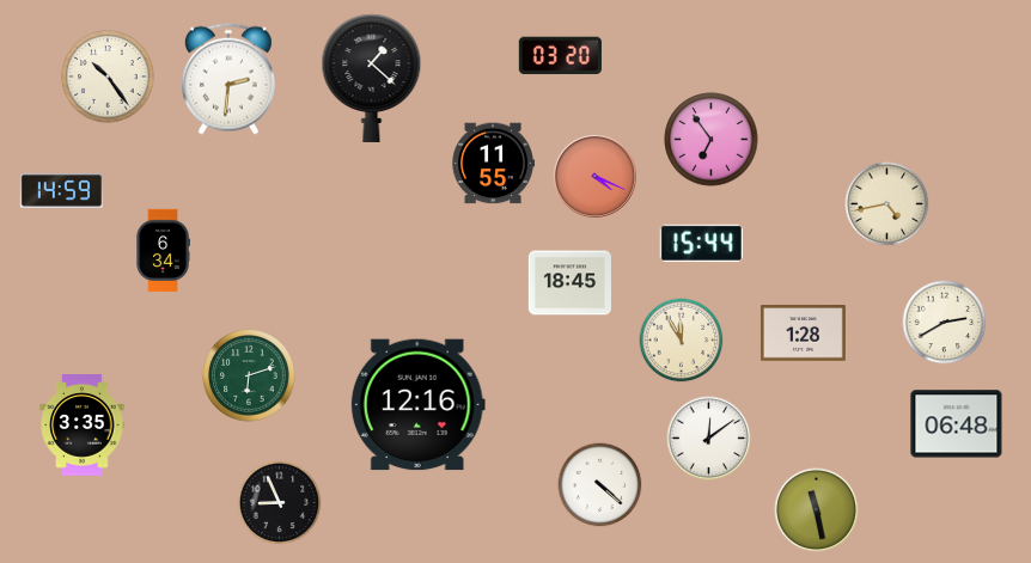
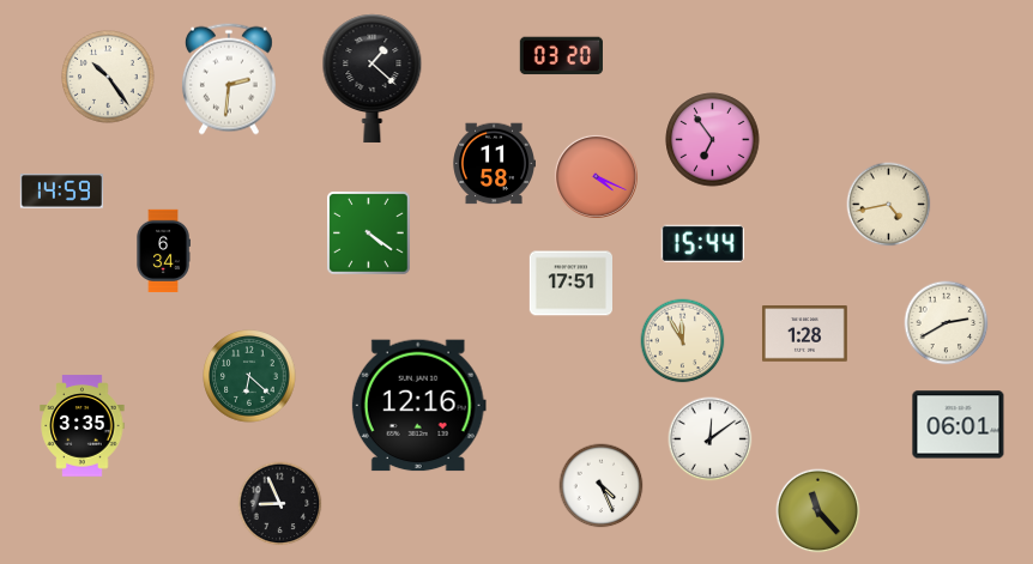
clock at (493, 164): 11:55 -> 11:58
clock at (369, 234): none -> 4:21
clock at (569, 283): 18:45 -> 17:51
clock at (249, 375): 6:12 -> 6:22
clock at (957, 424): 06:48 -> 06:01
clock at (600, 485): 4:22 -> 4:26
clock at (817, 510): 11:28 -> 11:23
